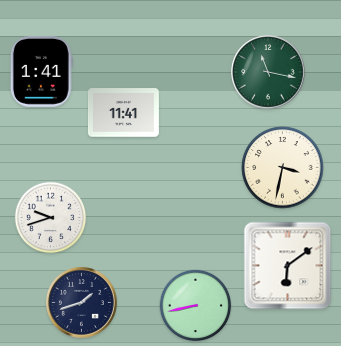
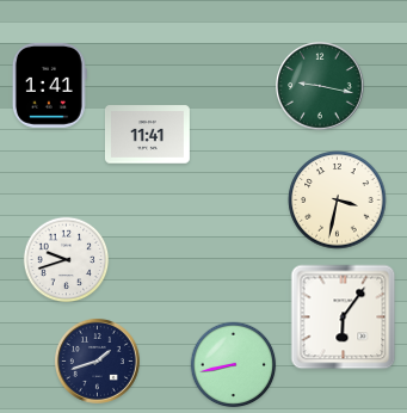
clock at (268, 72): 11:17 -> 9:17
clock at (51, 218) position: (51, 218) -> (67, 260)
clock at (288, 266): 6:09 -> 6:06
